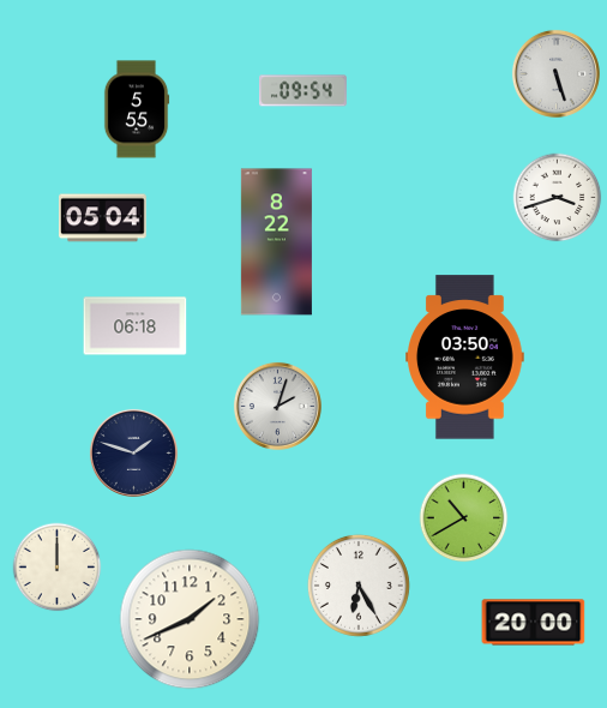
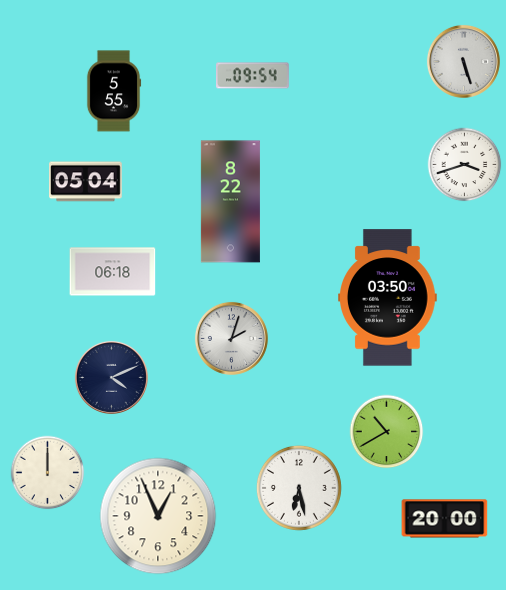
clock at (133, 452): 1:48 -> 4:11
clock at (359, 586): 6:25 -> 6:28
clock at (190, 619): 1:41 -> 12:56
